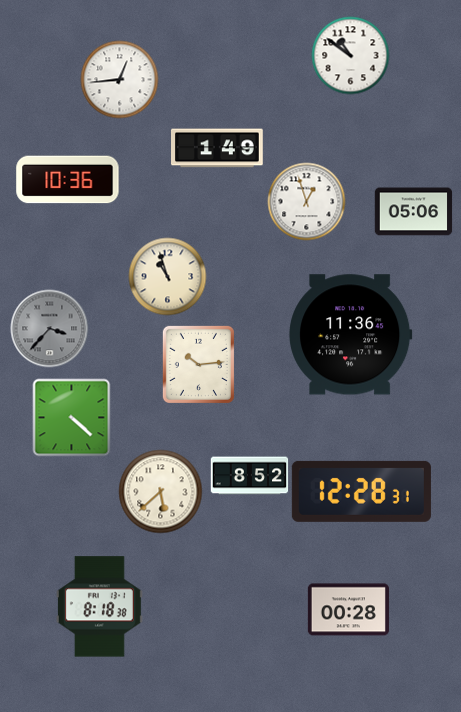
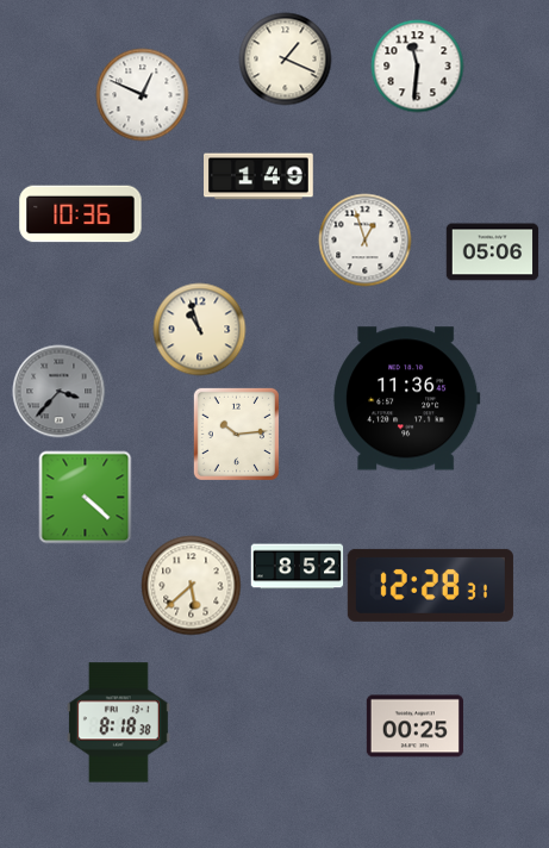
clock at (285, 58): none -> 1:19
clock at (350, 55): 10:51 -> 11:31
clock at (119, 79): 12:44 -> 12:49
clock at (351, 335) position: (351, 335) -> (407, 399)
clock at (348, 610): 00:28 -> 00:25
